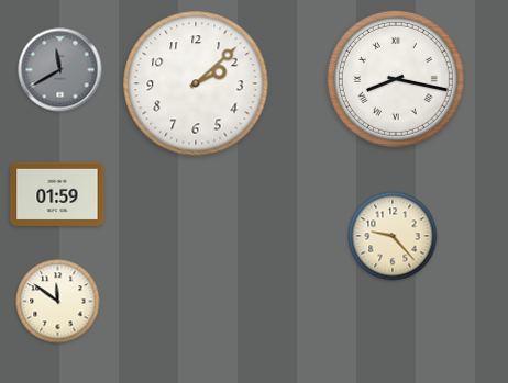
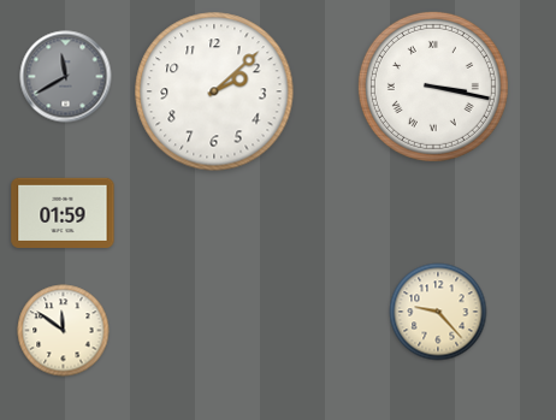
clock at (396, 79): 8:17 -> 3:17
clock at (393, 236) position: (393, 236) -> (438, 312)
